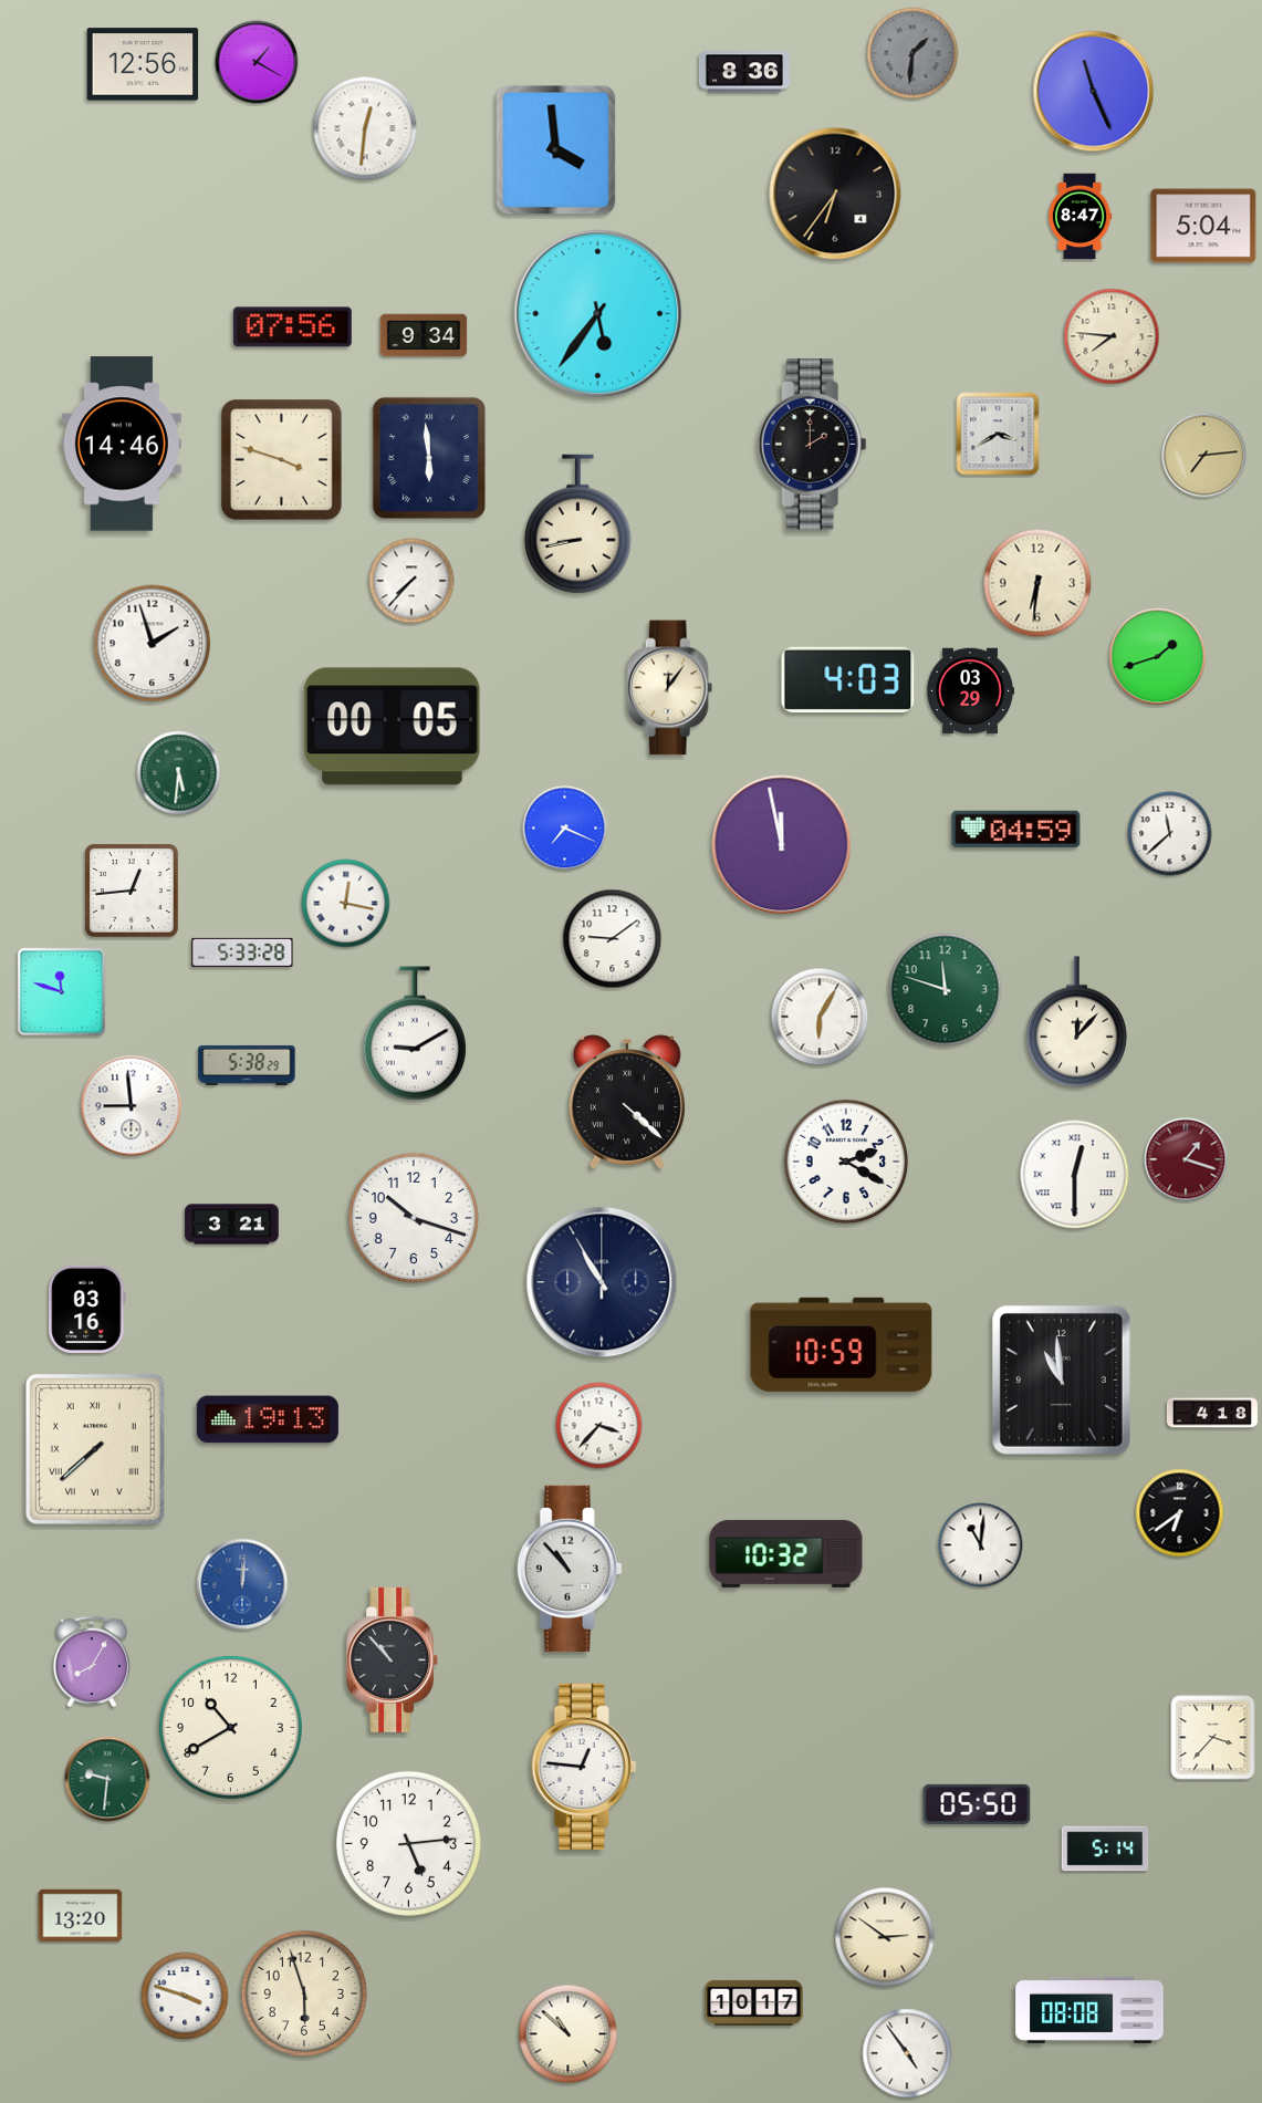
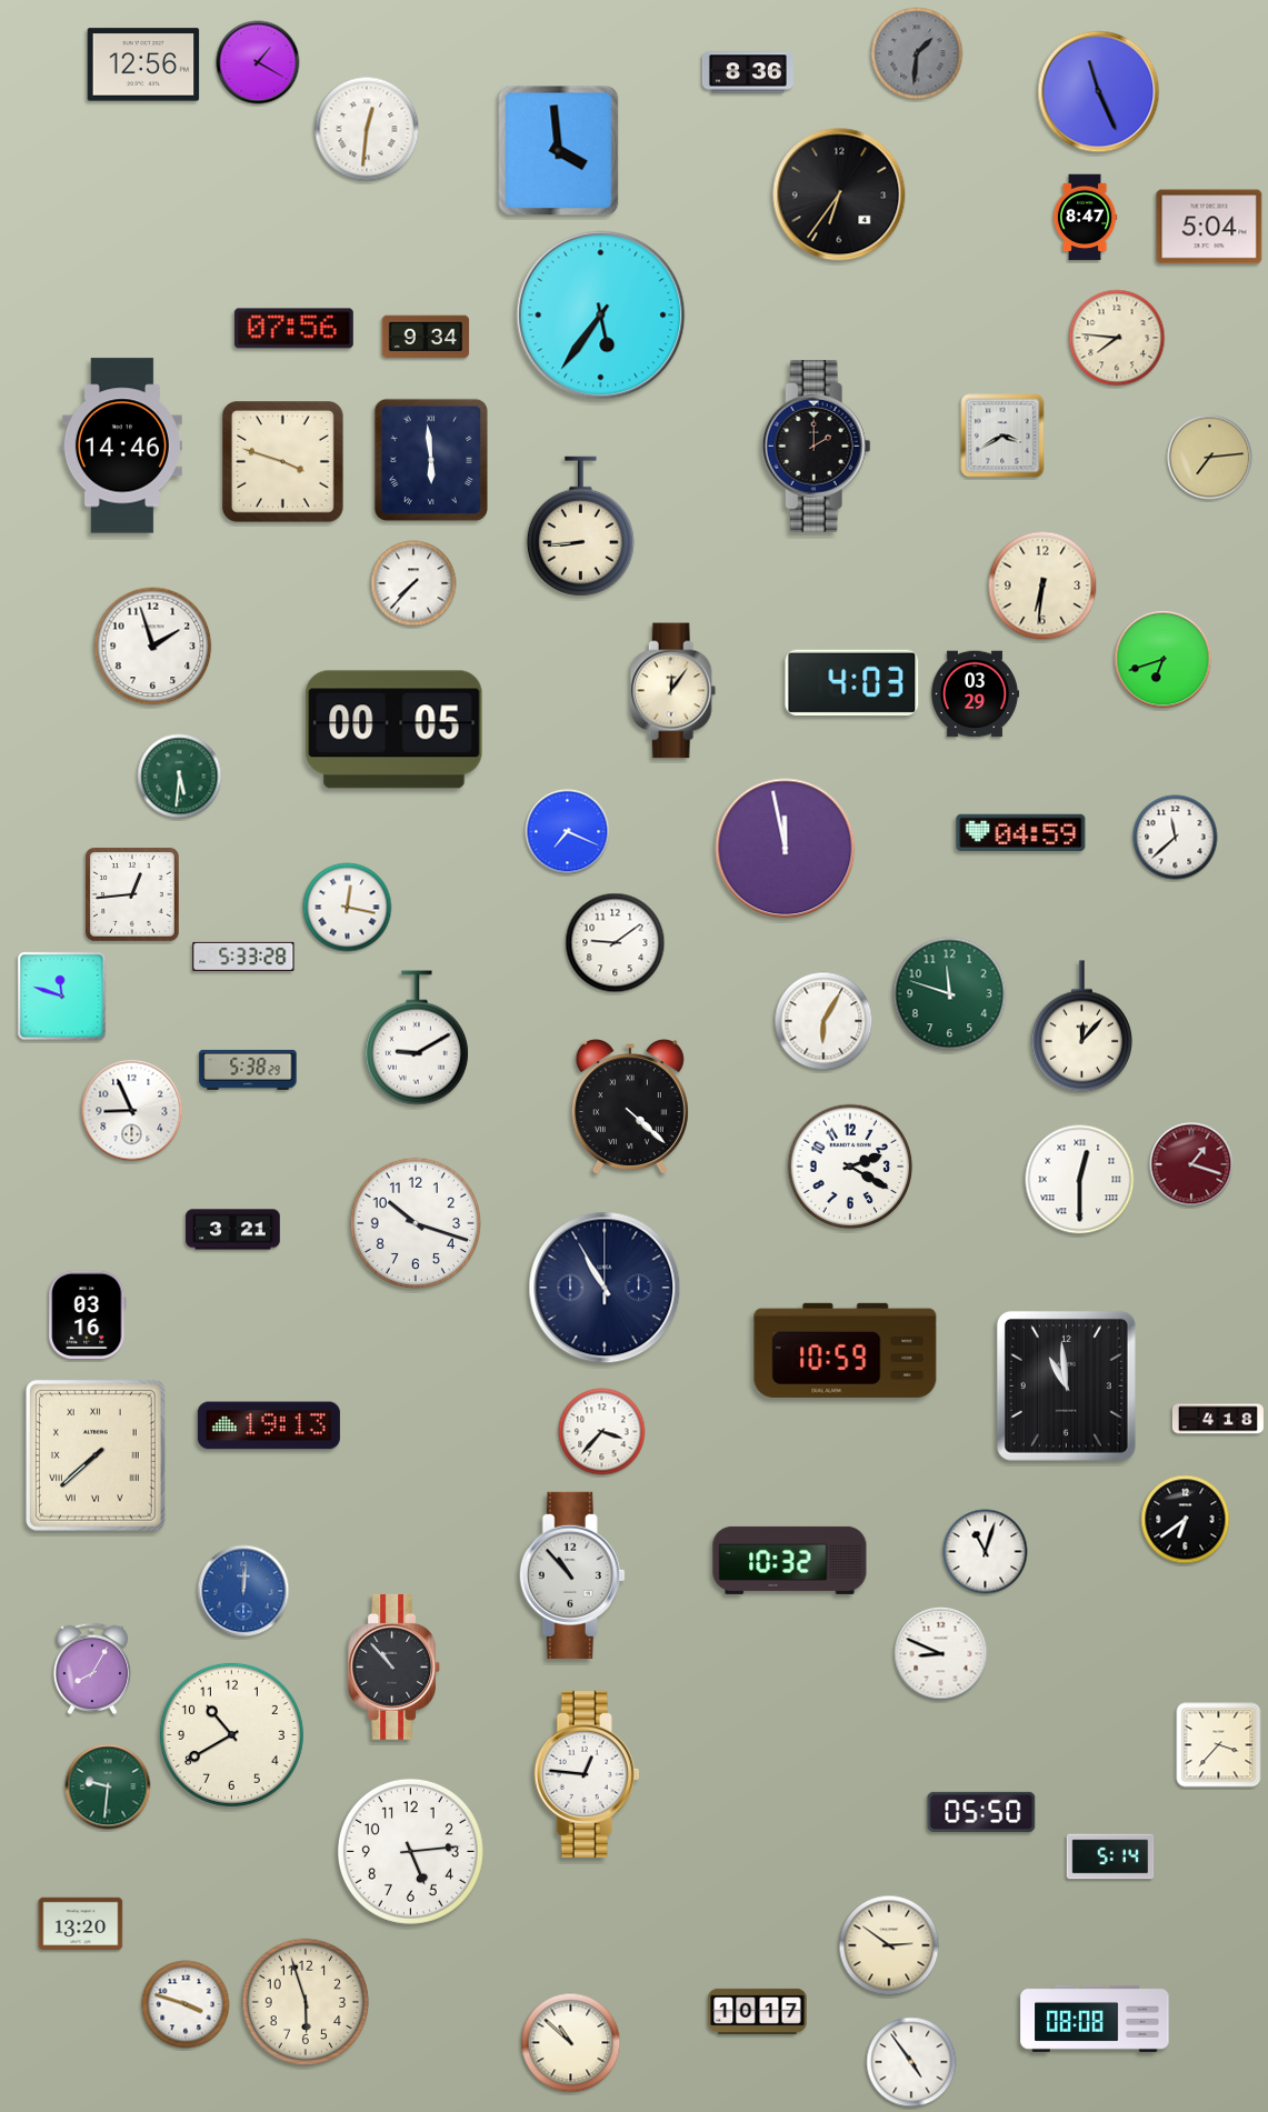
clock at (577, 524): 8:43 -> 8:44
clock at (1158, 657): 1:42 -> 6:42
clock at (132, 1106): 8:59 -> 8:56
clock at (981, 1545): 11:01 -> 11:03
clock at (941, 1654): none -> 8:49
